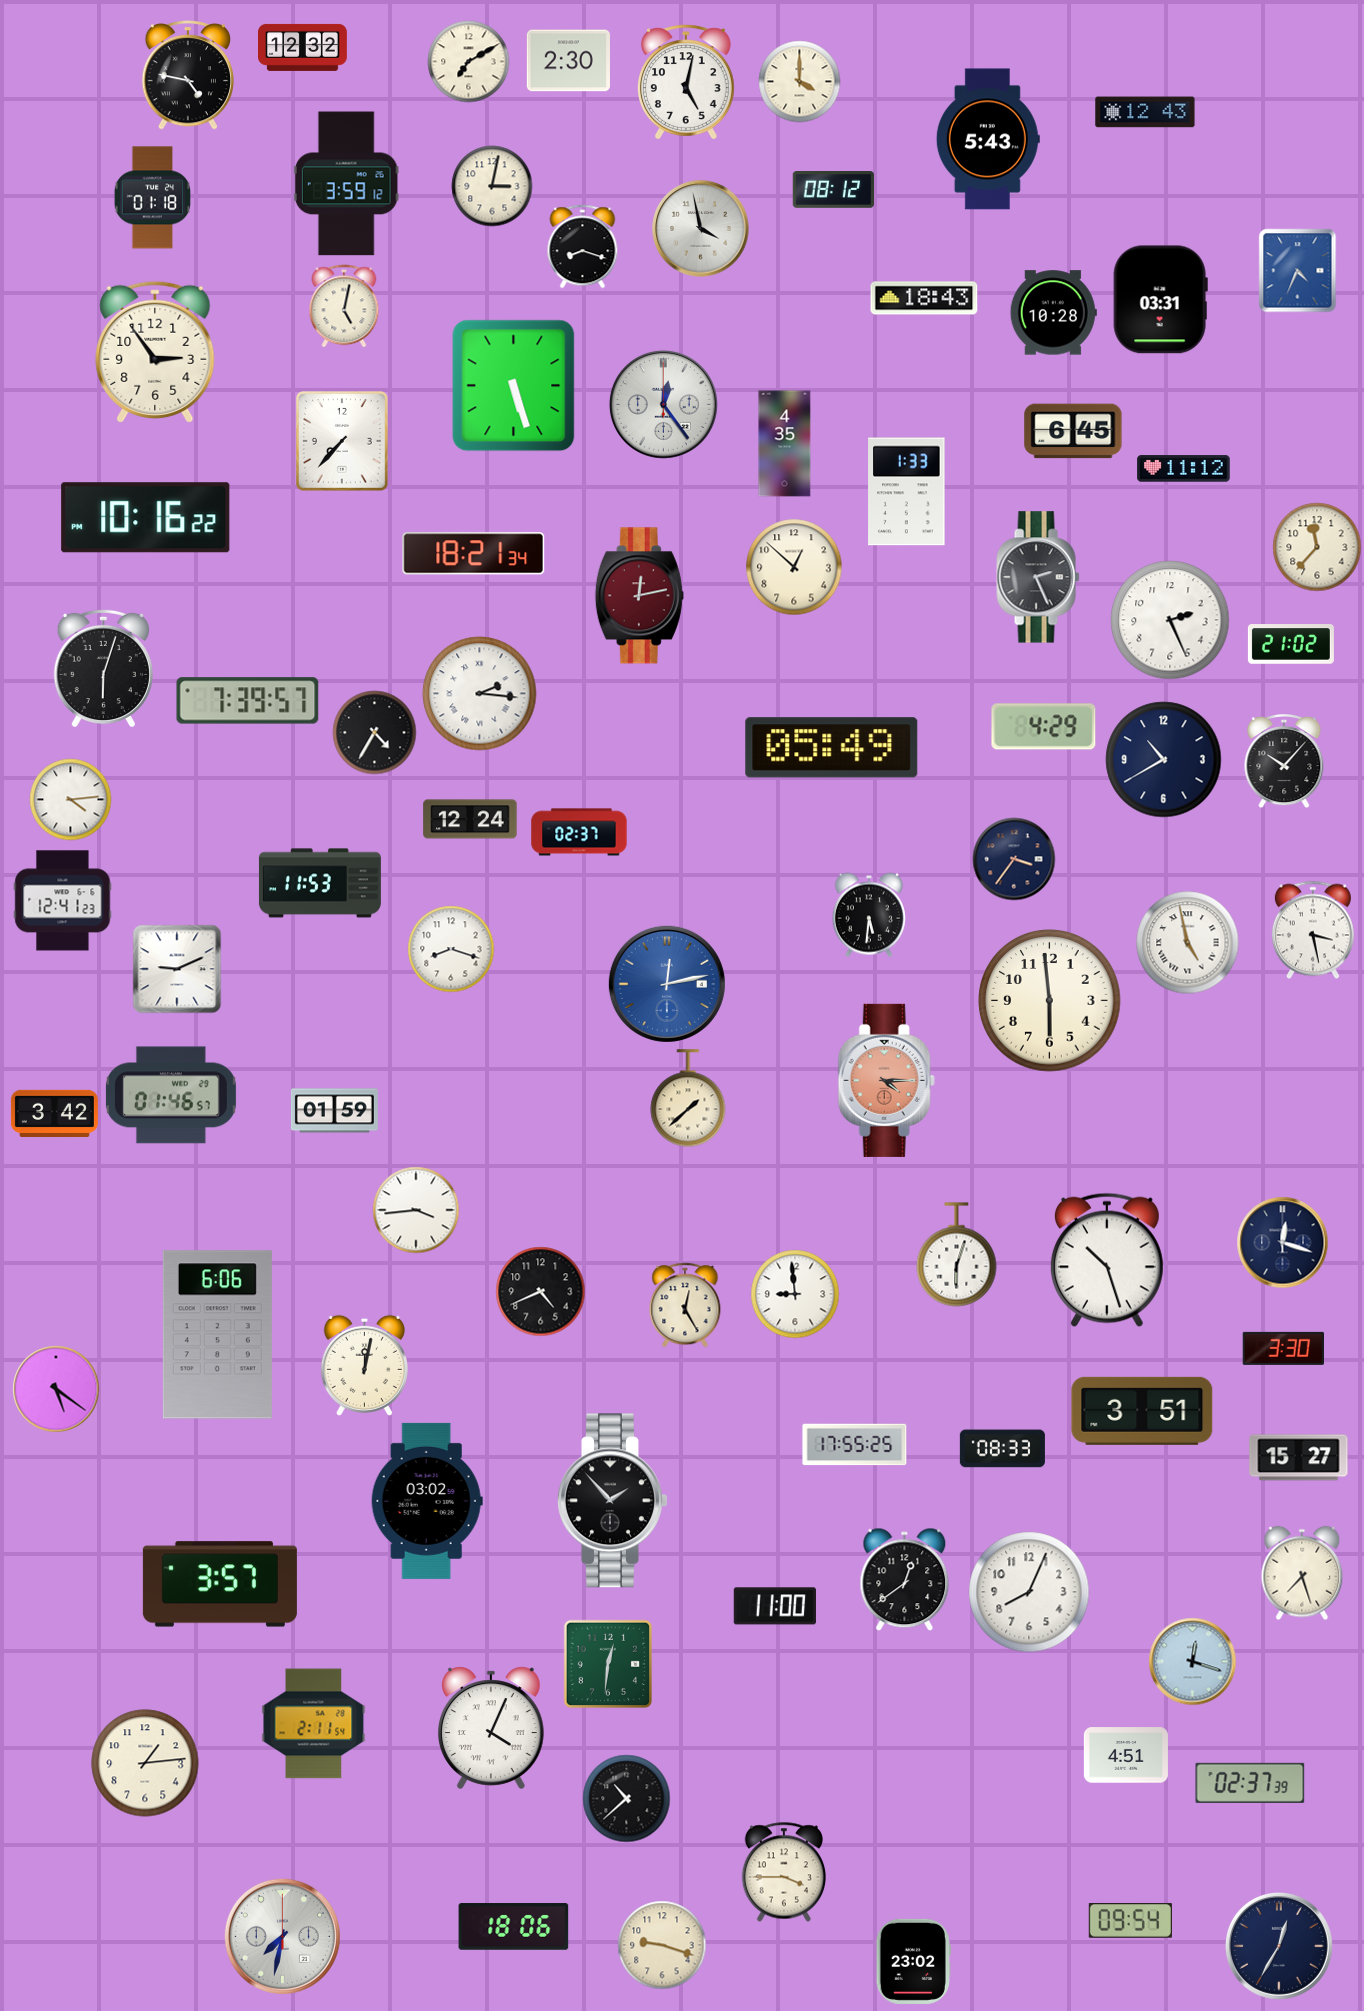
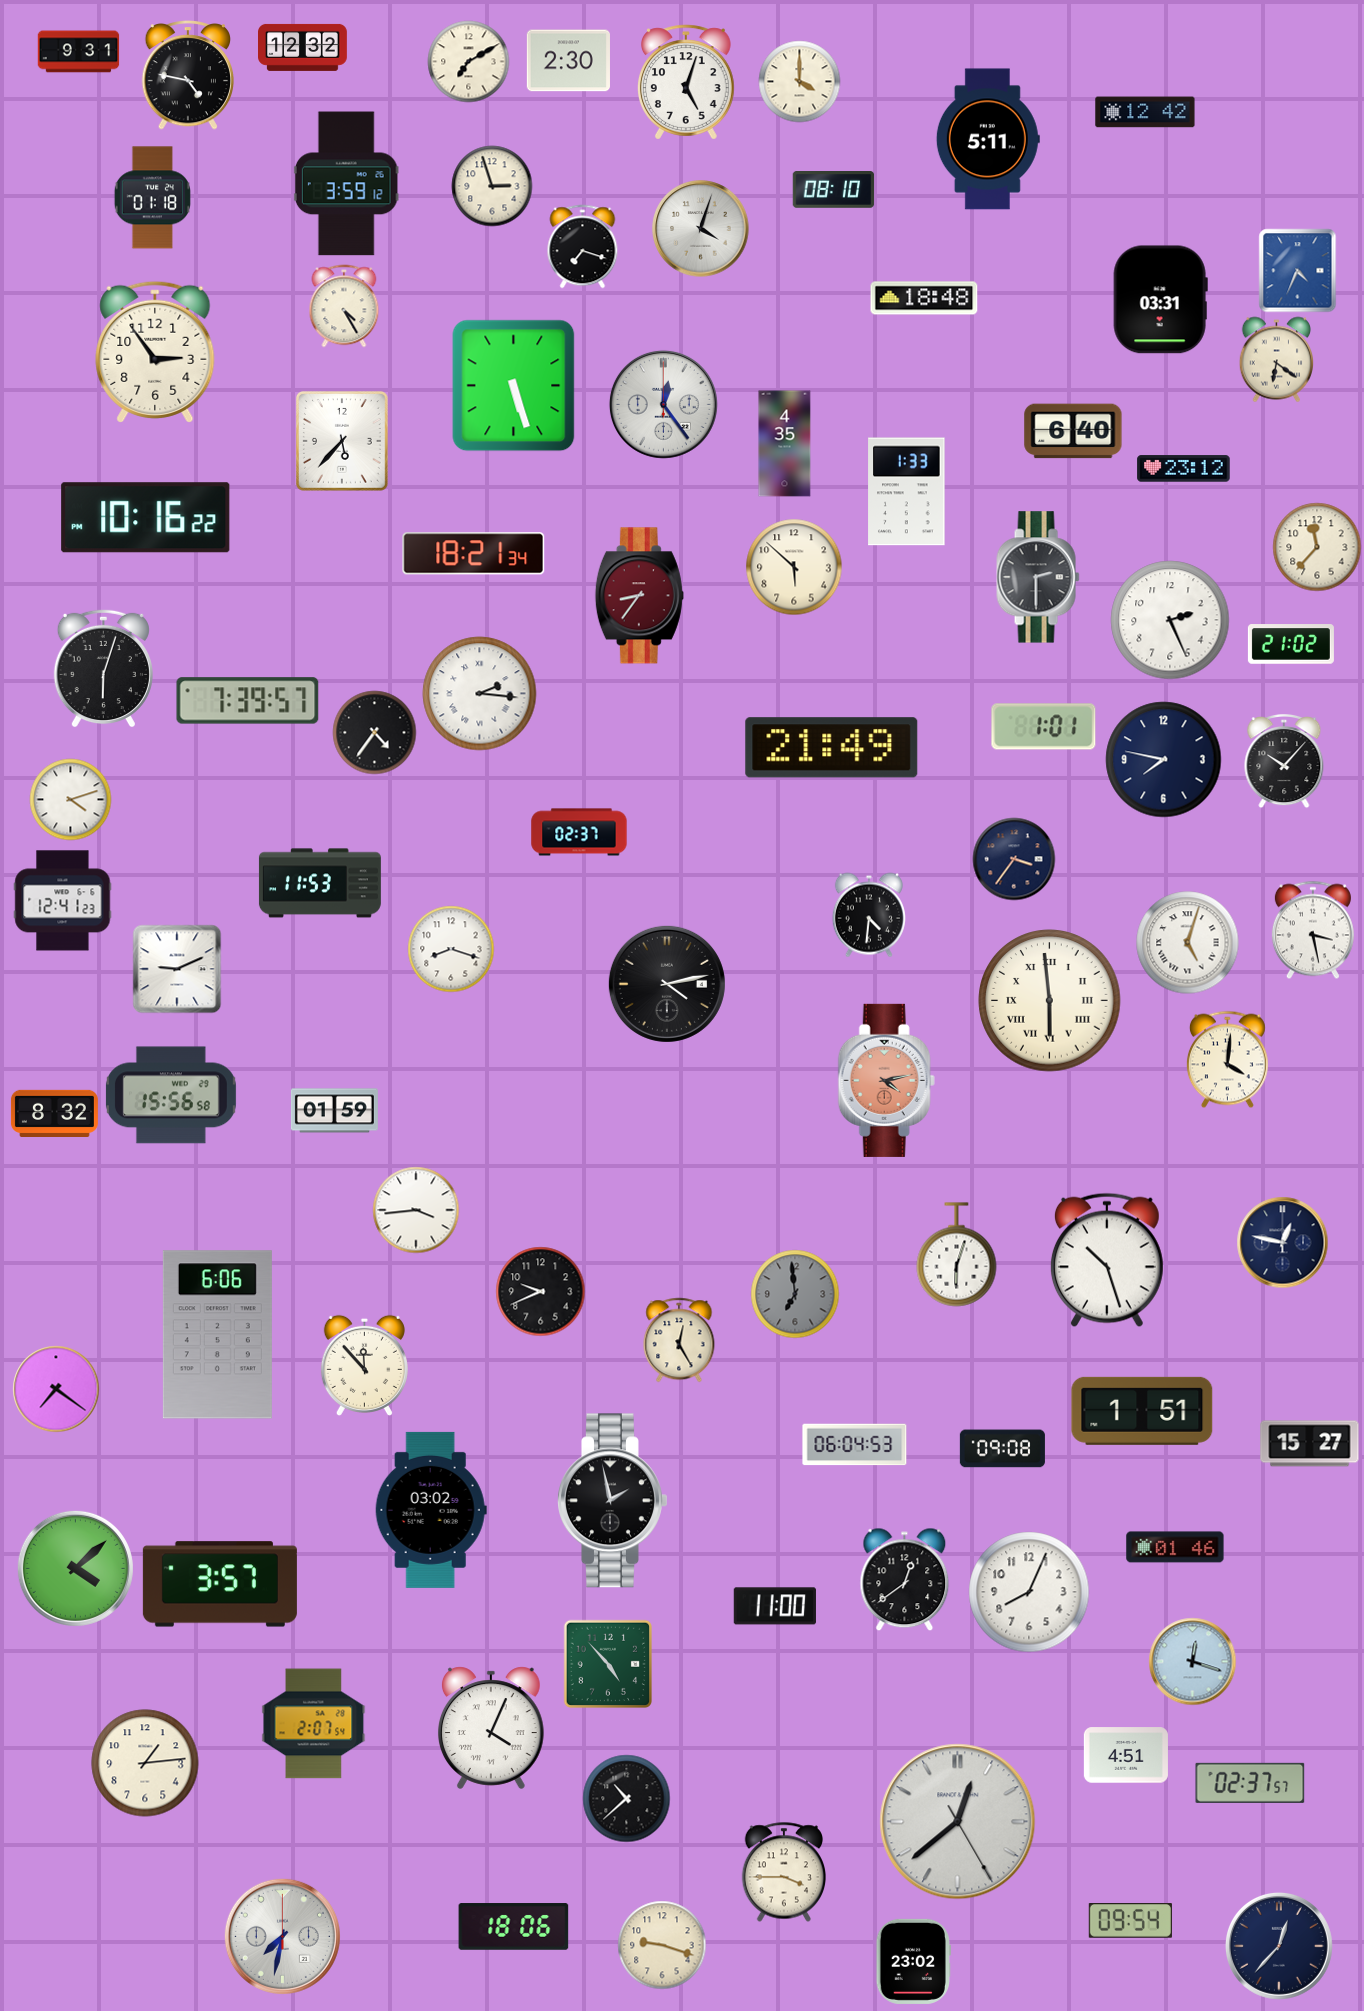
clock at (79, 52): none -> 9:31
clock at (686, 82): 5:02 -> 5:03
clock at (1145, 112): 12:43 -> 12:42
clock at (988, 139): 5:43 -> 5:11
clock at (492, 186): 3:02 -> 2:57
clock at (834, 190): 08:12 -> 08:10
clock at (701, 229): 3:58 -> 4:03
clock at (583, 247): 8:18 -> 7:18
clock at (924, 298): 18:43 -> 18:48
clock at (344, 306): 5:02 -> 4:25
clock at (1053, 313): 10:28 -> none
clock at (1277, 360): none -> 6:21
clock at (1073, 431): 6:45 -> 6:40
clock at (342, 441): 7:37 -> 5:37
clock at (1184, 469): 11:12 -> 23:12
clock at (794, 567): 12:52 -> 5:52
clock at (1038, 577): 2:26 -> 2:30
clock at (639, 596): 12:13 -> 8:36
clock at (1044, 727): 4:29 -> 1:01
clock at (375, 733): 4:35 -> 4:36
clock at (832, 748): 05:49 -> 21:49
clock at (1164, 760): 10:40 -> 7:47
clock at (71, 800): 4:14 -> 4:12
clock at (470, 819): 12:24 -> none
clock at (869, 915): 5:31 -> 4:31
clock at (1188, 943): 4:58 -> 5:03
clock at (667, 984): 12:13 -> 4:13
clock at (667, 984) dial: blue -> black
clock at (1050, 1001) numerals: Arabic -> Roman
clock at (1227, 1060): none -> 4:01
clock at (886, 1080): 4:15 -> 4:13
clock at (171, 1095): 01:46 -> 15:56
clock at (688, 1098): 1:38 -> none
clock at (54, 1113): 3:42 -> 8:32
clock at (1283, 1243): 12:18 -> 12:47
clock at (541, 1292): 4:41 -> 9:41
clock at (795, 1294): 8:59 -> 6:59
clock at (795, 1294) dial: white -> grey
clock at (685, 1305) position: (685, 1305) -> (679, 1340)
clock at (1283, 1348): 3:30 -> none
clock at (364, 1365): 12:02 -> 11:53
clock at (56, 1389): 5:21 -> 7:21
clock at (1142, 1411): 3:51 -> 1:51
clock at (855, 1445): 17:55 -> 06:04
clock at (1002, 1449): 08:33 -> 09:08
clock at (1299, 1458) position: (1299, 1458) -> (1310, 1444)
clock at (427, 1501) position: (427, 1501) -> (431, 1510)
clock at (613, 1501): 1:53 -> 1:58
clock at (1175, 1547): none -> 01:46
clock at (75, 1568): none -> 4:08
clock at (1302, 1573): 7:27 -> none
clock at (607, 1663): 12:31 -> 4:53
clock at (314, 1724): 2:11 -> 2:07
clock at (1250, 1783): 02:37:39 -> 02:37:57
clock at (958, 1822): none -> 12:38
clock at (1279, 1946): 12:35 -> 12:37
